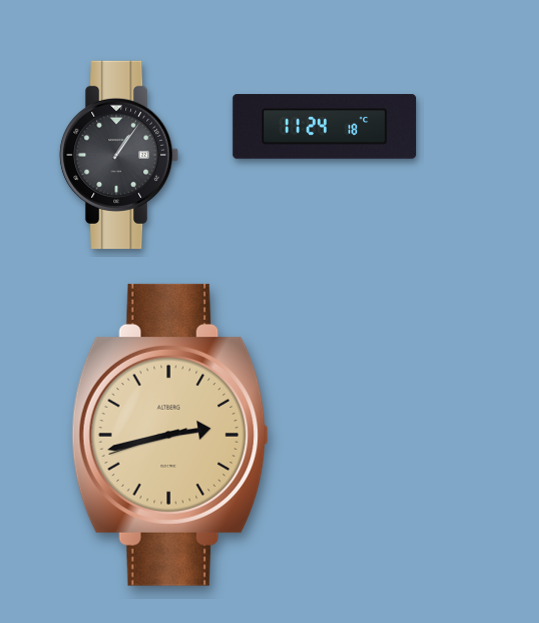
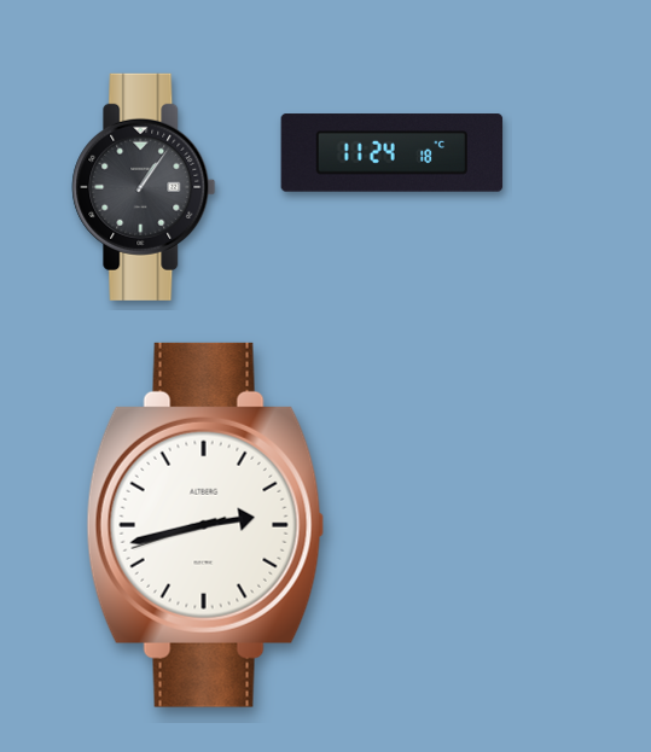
clock at (170, 435) dial: champagne -> white
